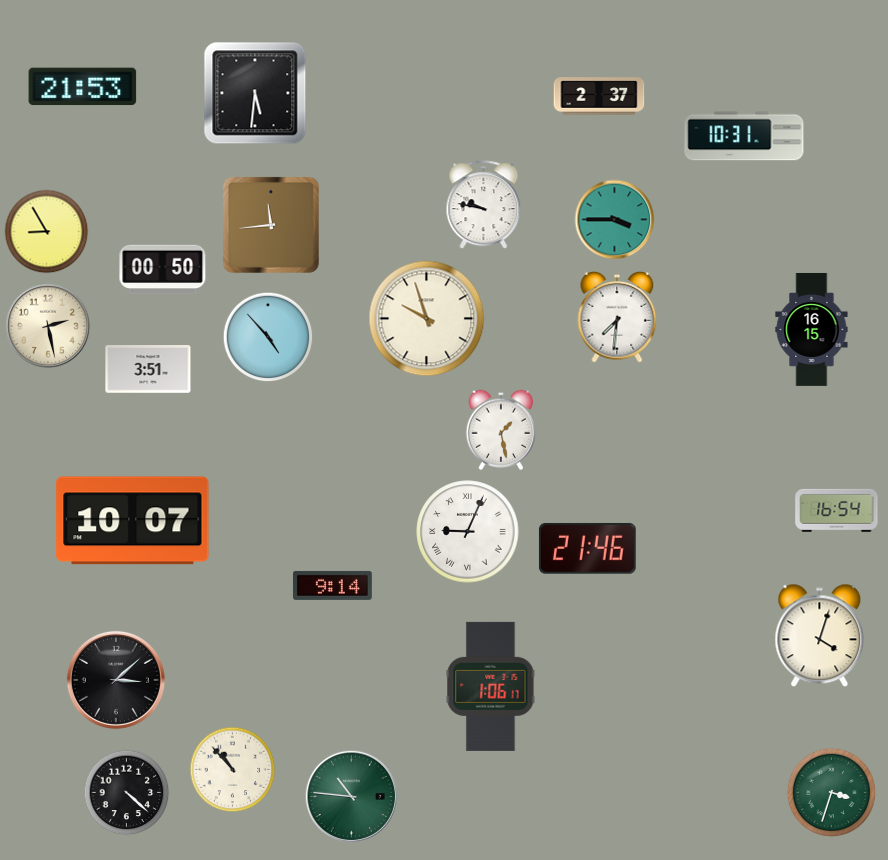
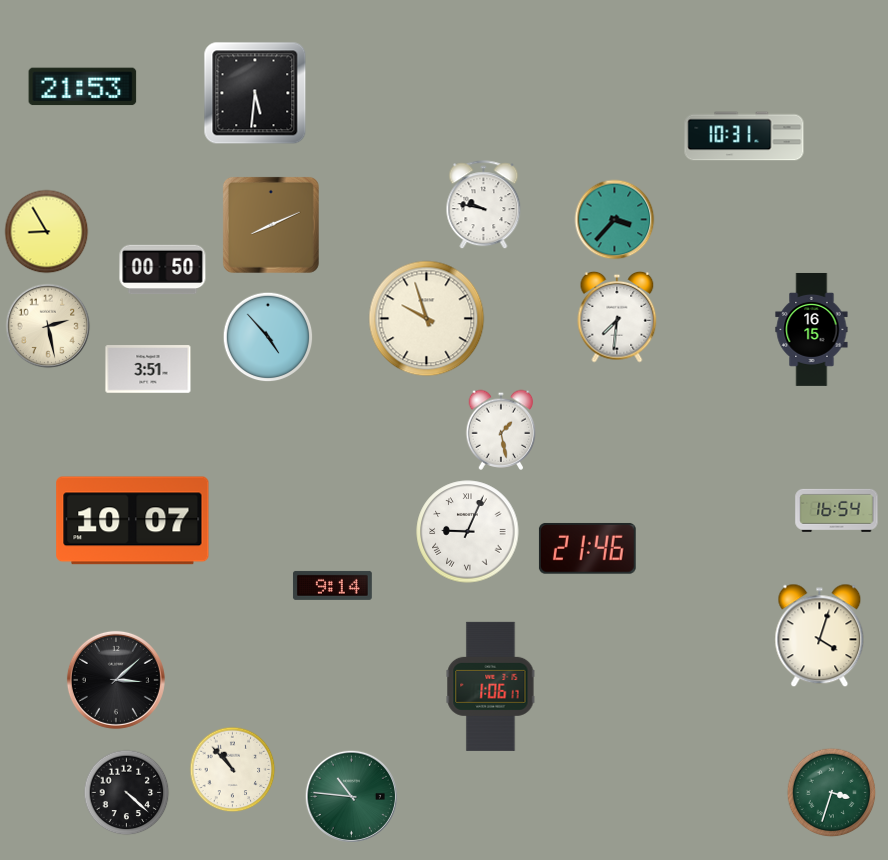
clock at (599, 96): 2:37 -> none
clock at (615, 220): 3:45 -> 3:37
clock at (271, 225): 11:44 -> 8:11
